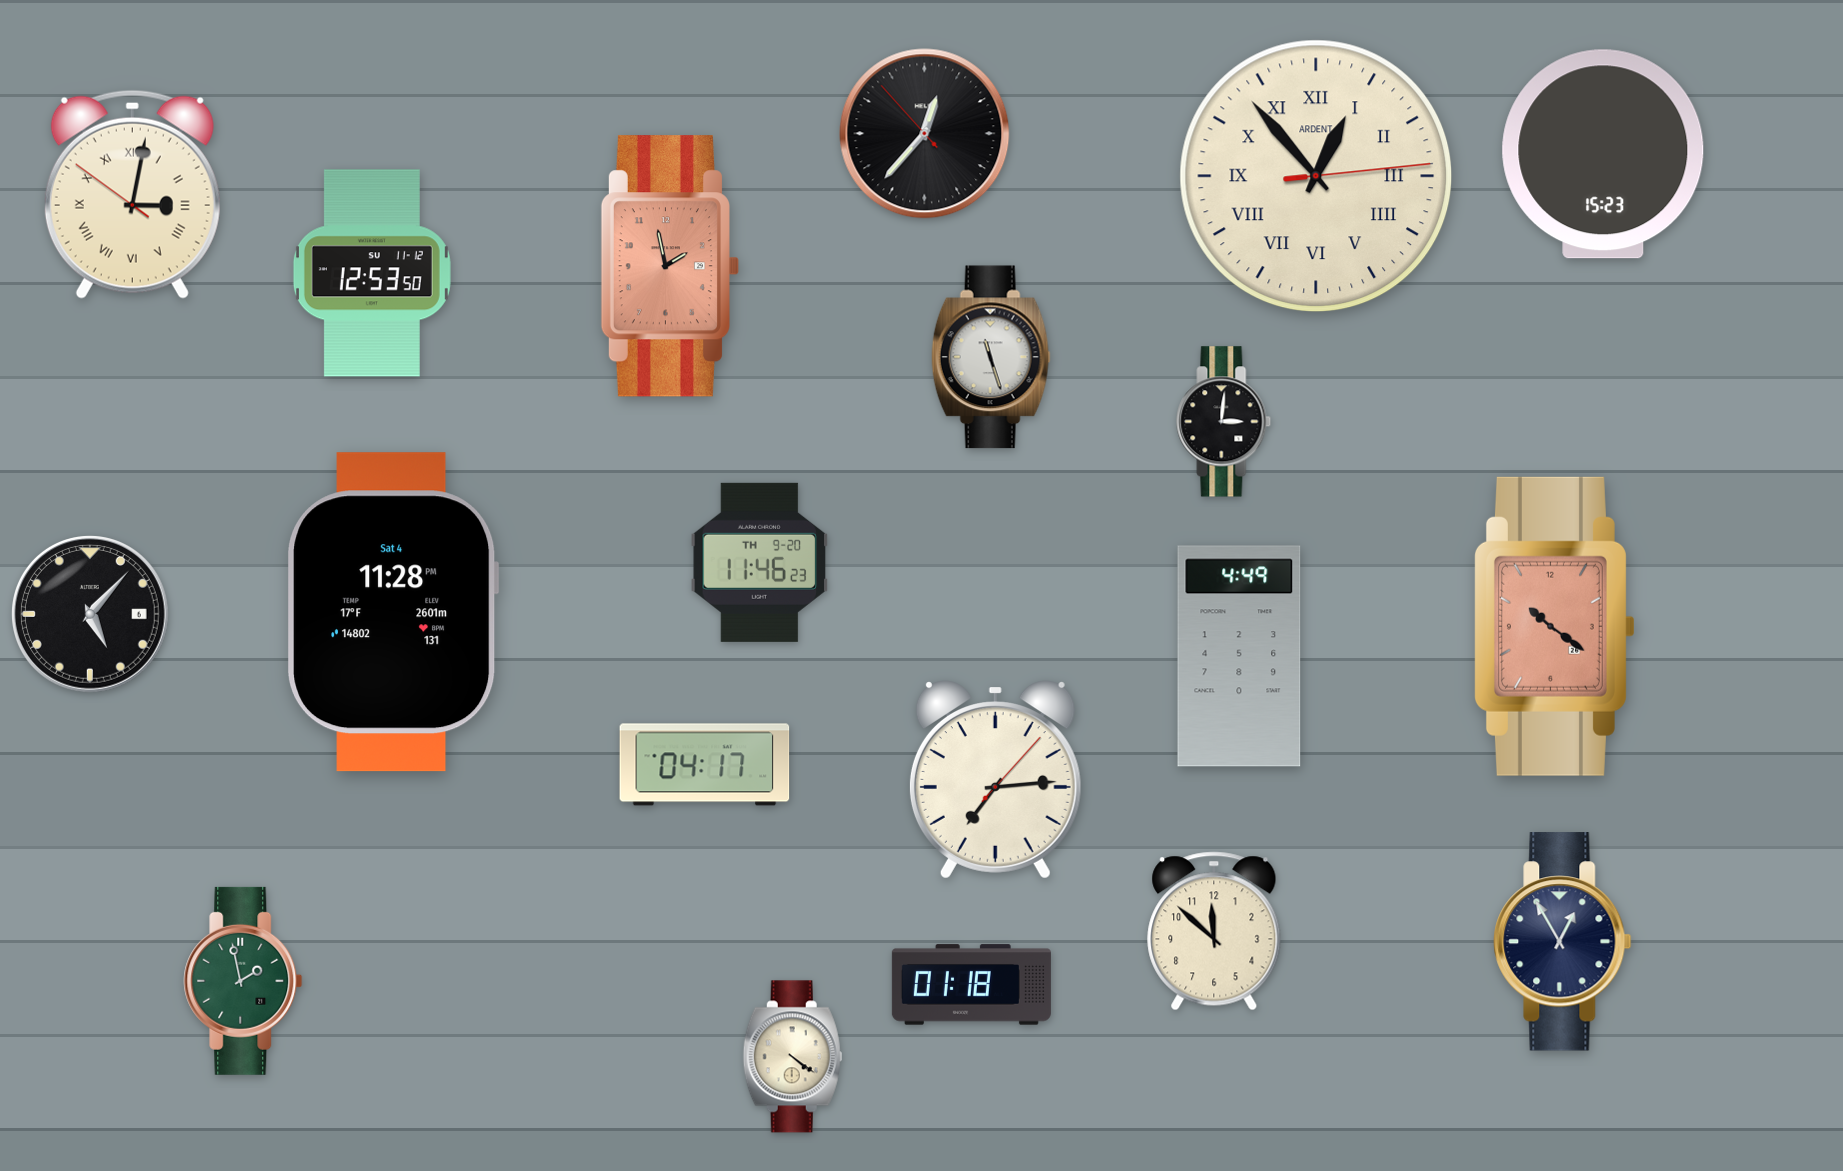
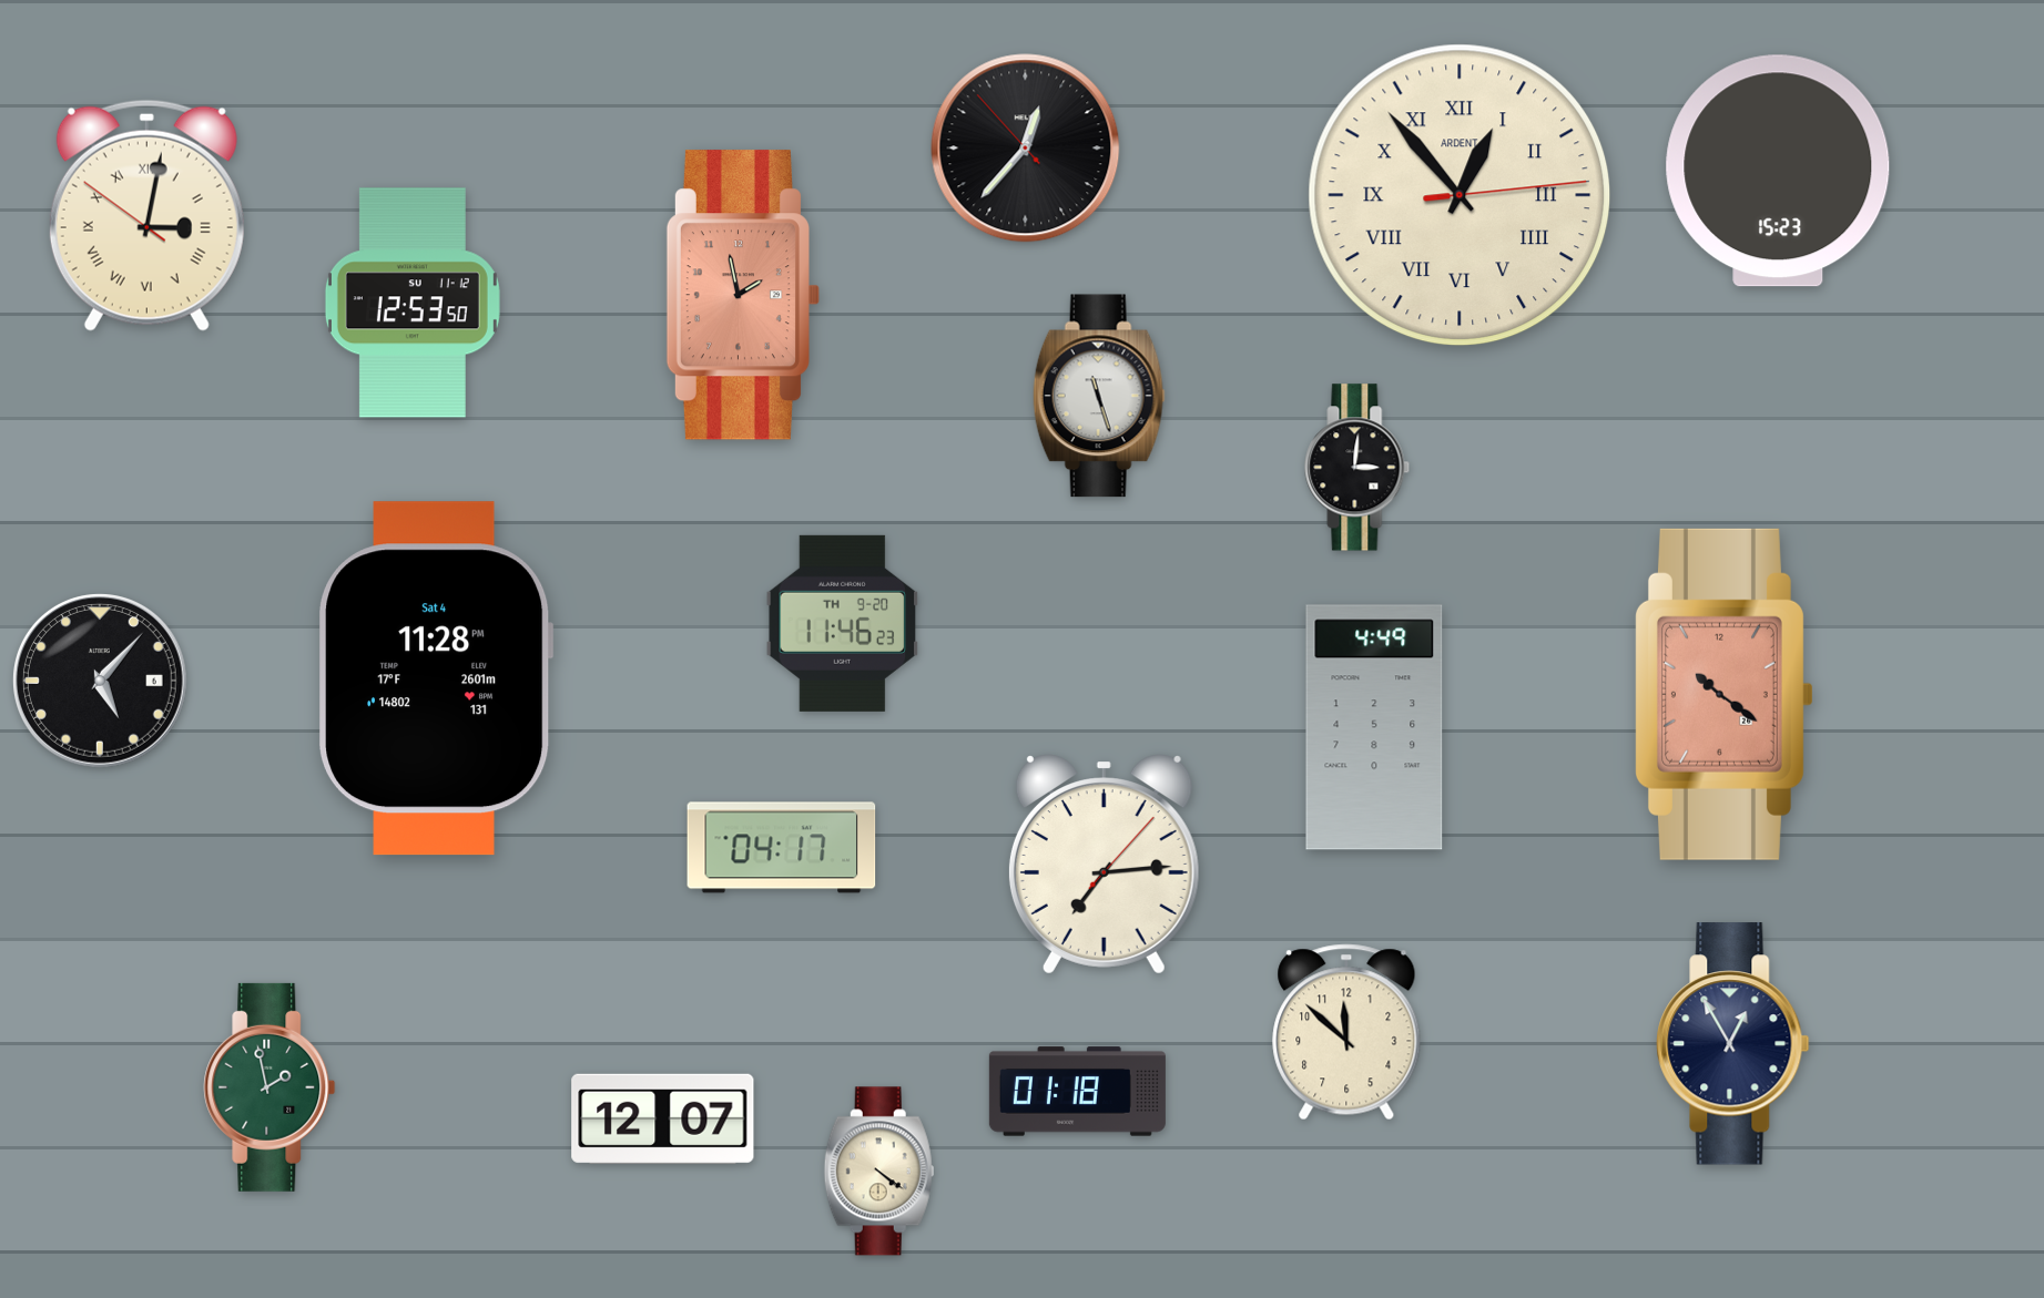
clock at (663, 1118): none -> 12:07
